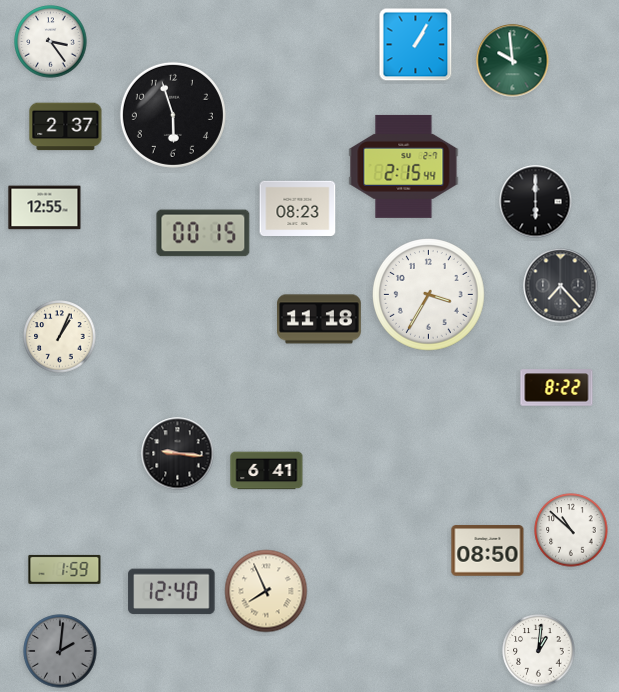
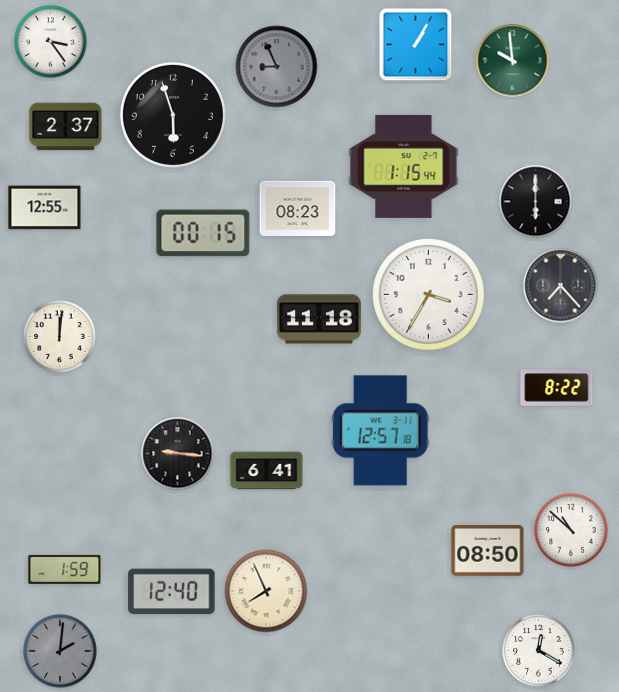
clock at (277, 67): none -> 8:56
clock at (404, 166): 2:15 -> 1:15
clock at (60, 337): 1:04 -> 12:01
clock at (380, 431): none -> 12:57
clock at (539, 651): 1:01 -> 12:20
